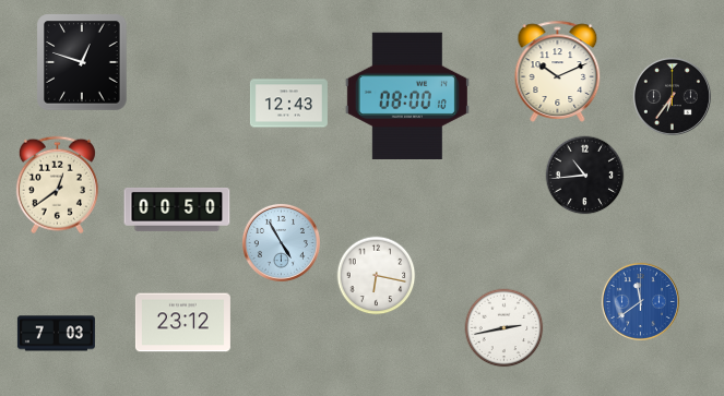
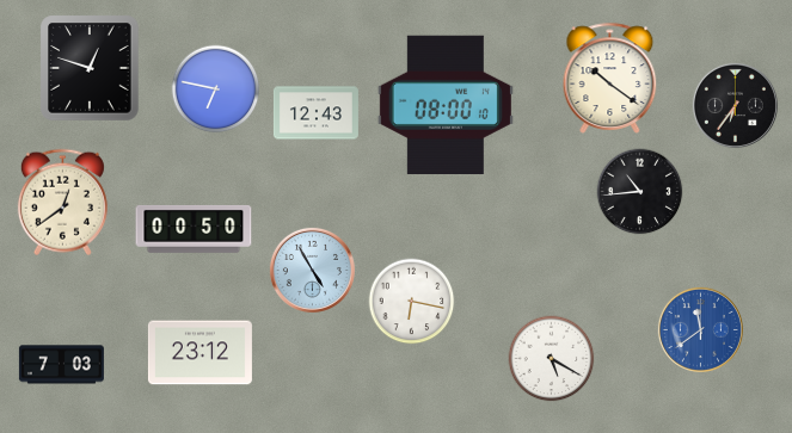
clock at (558, 71): 10:11 -> 10:21
clock at (216, 89): none -> 6:47
clock at (281, 242) position: (281, 242) -> (312, 270)
clock at (505, 328): 2:43 -> 5:20
